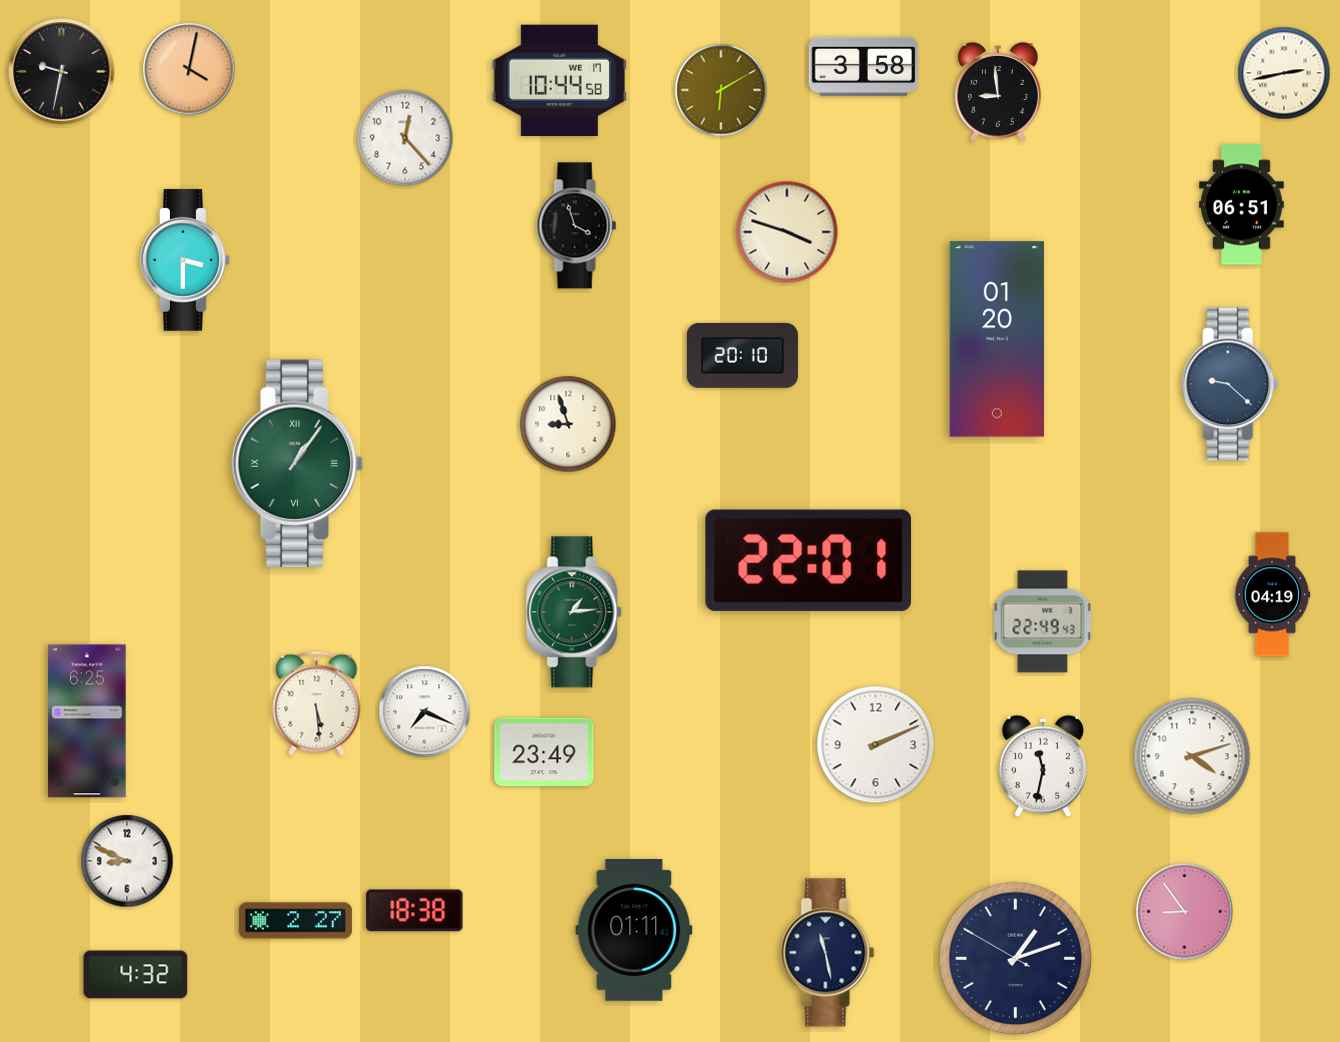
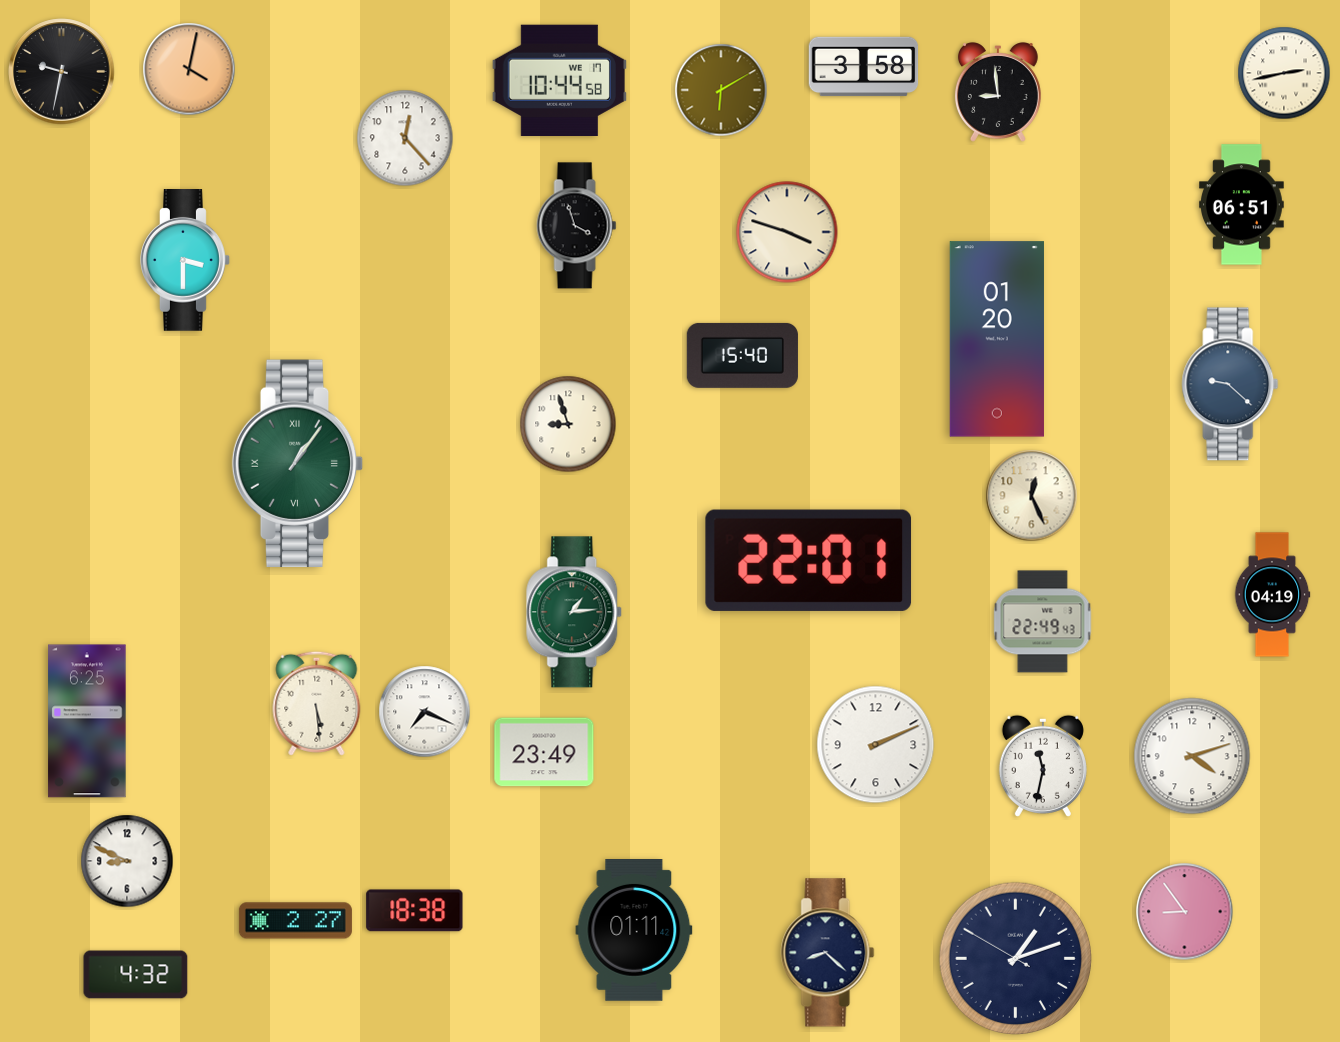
clock at (742, 355): 20:10 -> 15:40
clock at (1032, 496): none -> 12:26
clock at (828, 953): 11:28 -> 8:22
